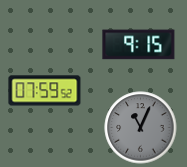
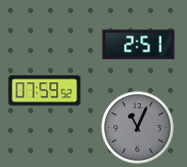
clock at (139, 45): 9:15 -> 2:51
clock at (141, 128) position: (141, 128) -> (138, 128)
